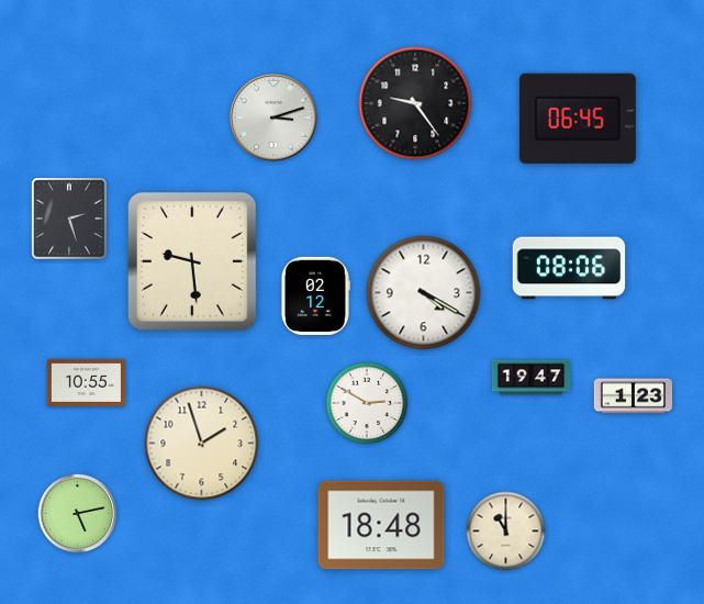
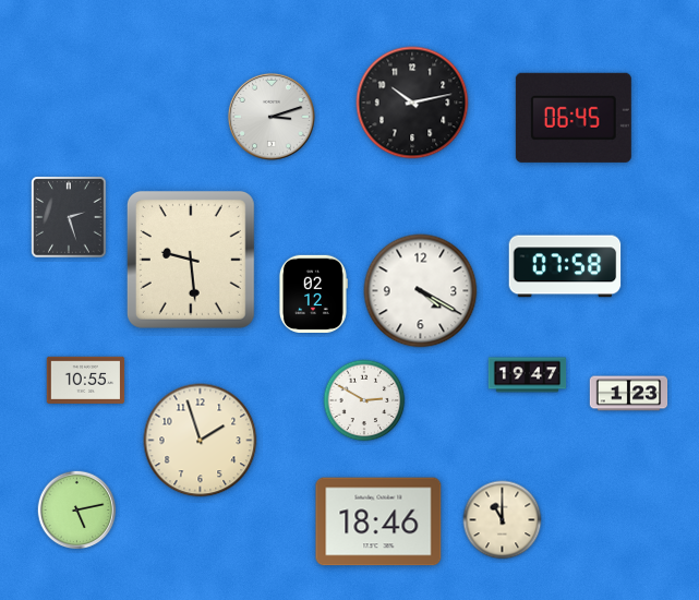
clock at (415, 103): 9:24 -> 10:13
clock at (569, 268): 08:06 -> 07:58
clock at (381, 525): 18:48 -> 18:46
clock at (506, 532) position: (506, 532) -> (503, 520)
